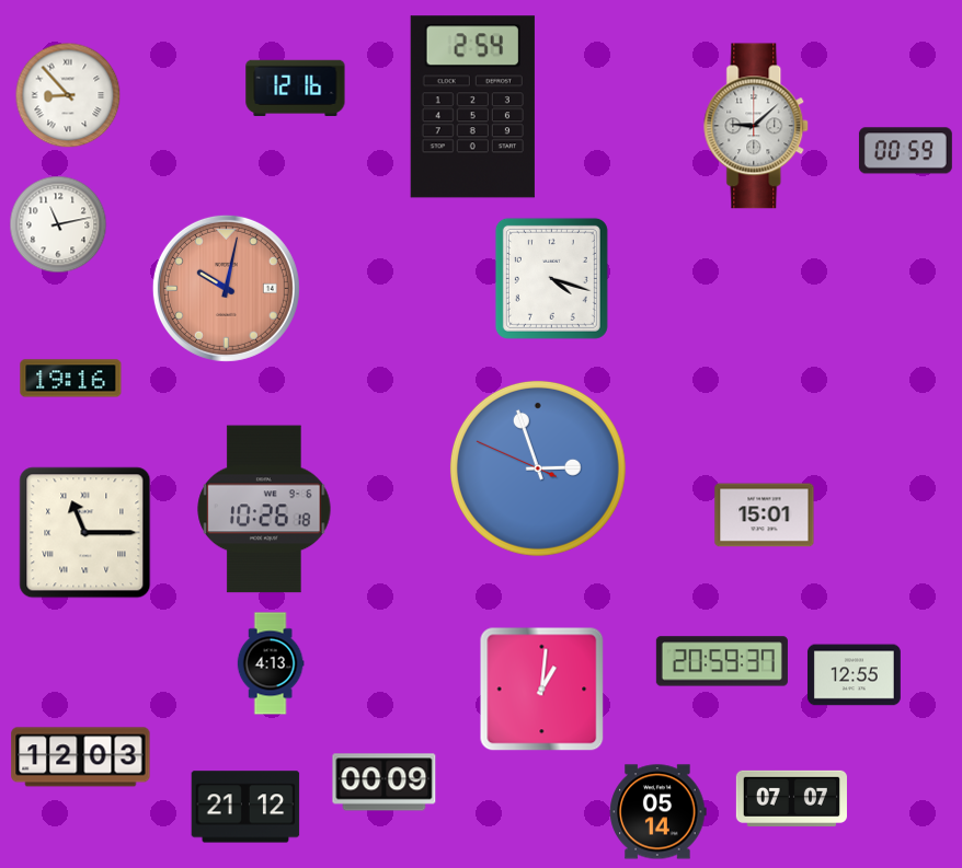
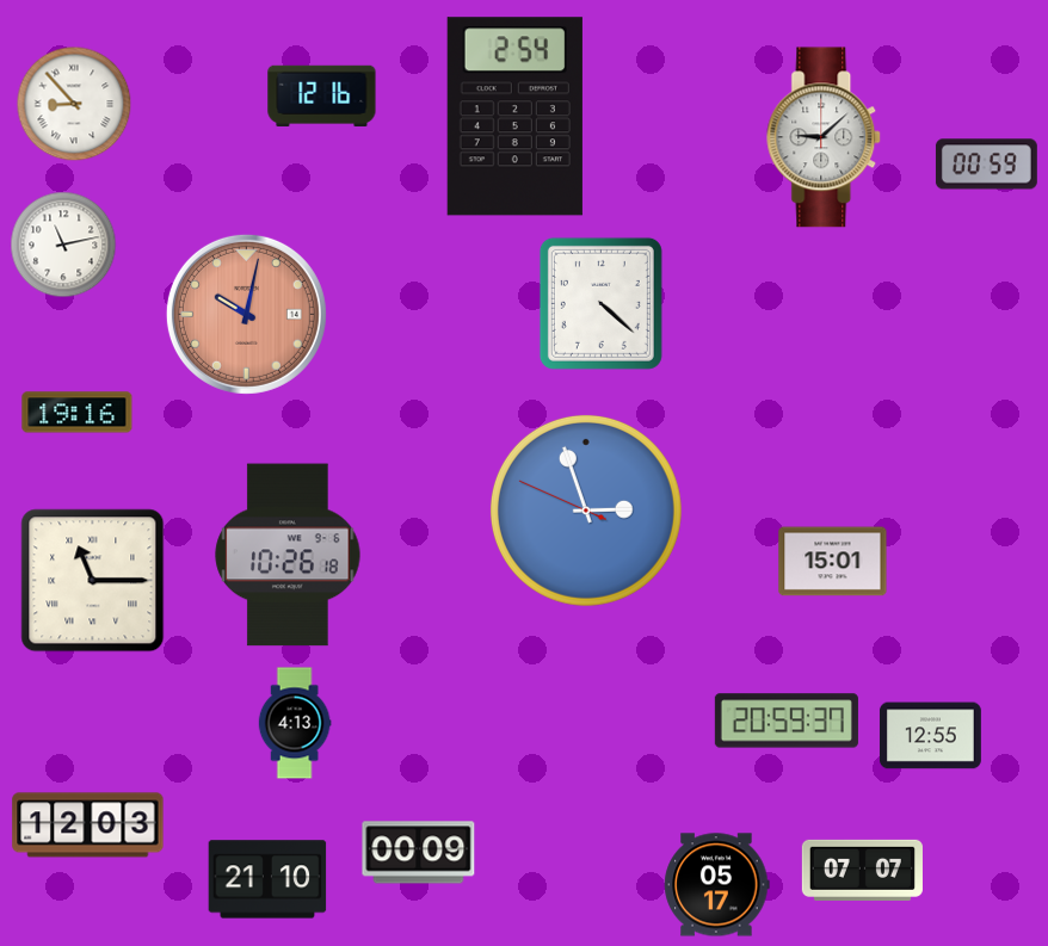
clock at (551, 278): 4:18 -> 4:22
clock at (542, 690): 1:01 -> none
clock at (245, 807): 21:12 -> 21:10
clock at (658, 812): 05:14 -> 05:17
